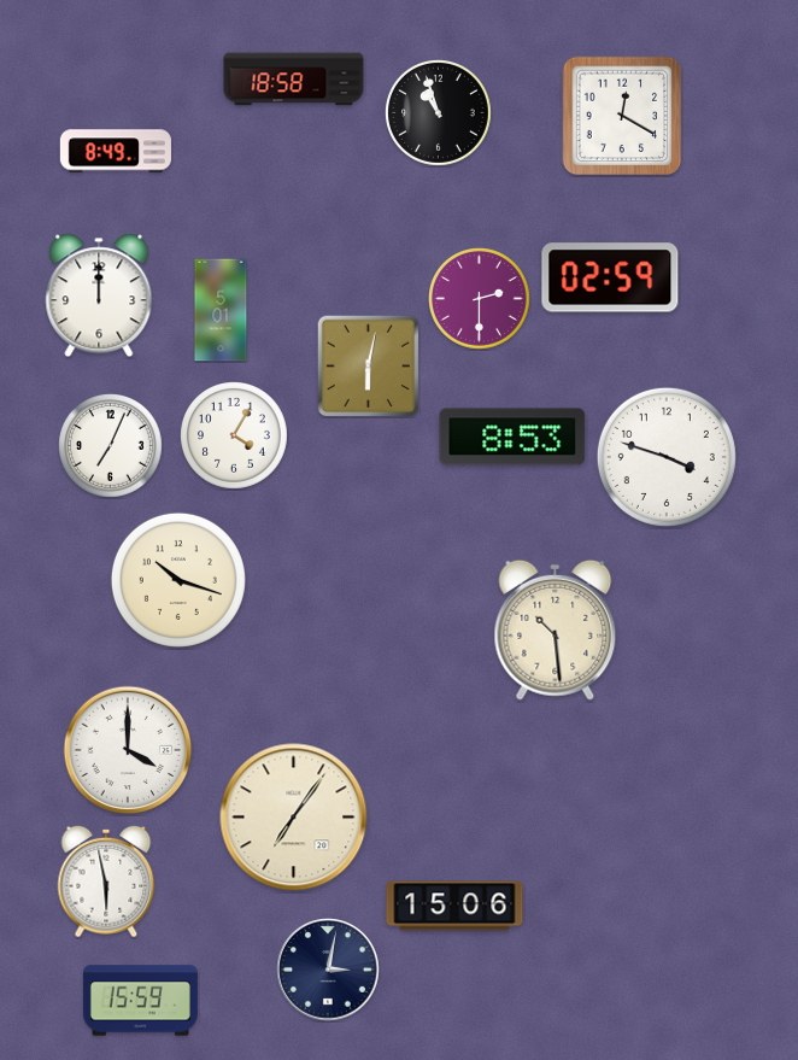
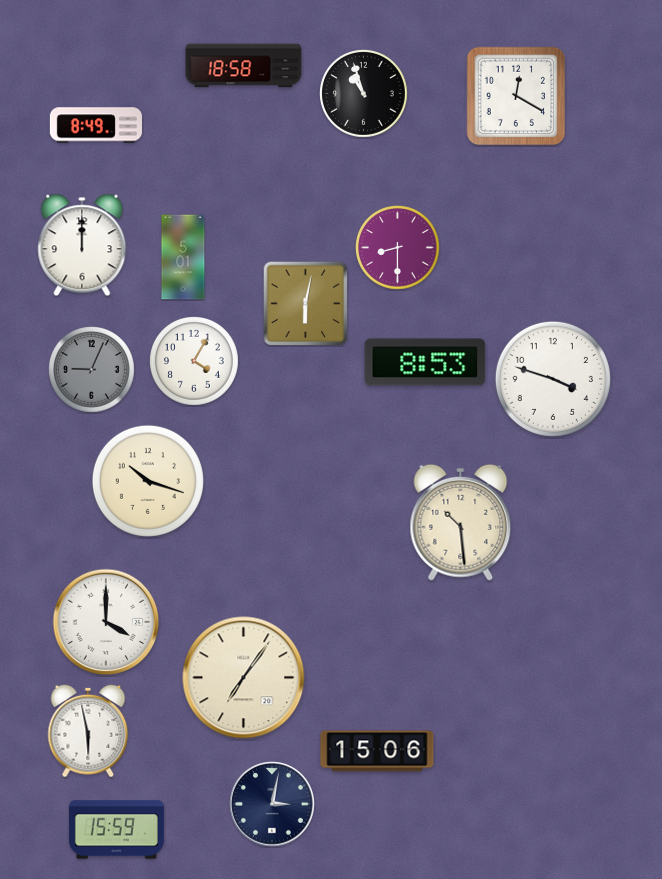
clock at (610, 277): 02:59 -> none
clock at (480, 299): 2:30 -> 8:30
clock at (111, 446): 7:04 -> 9:04
clock at (111, 446) dial: white -> grey
